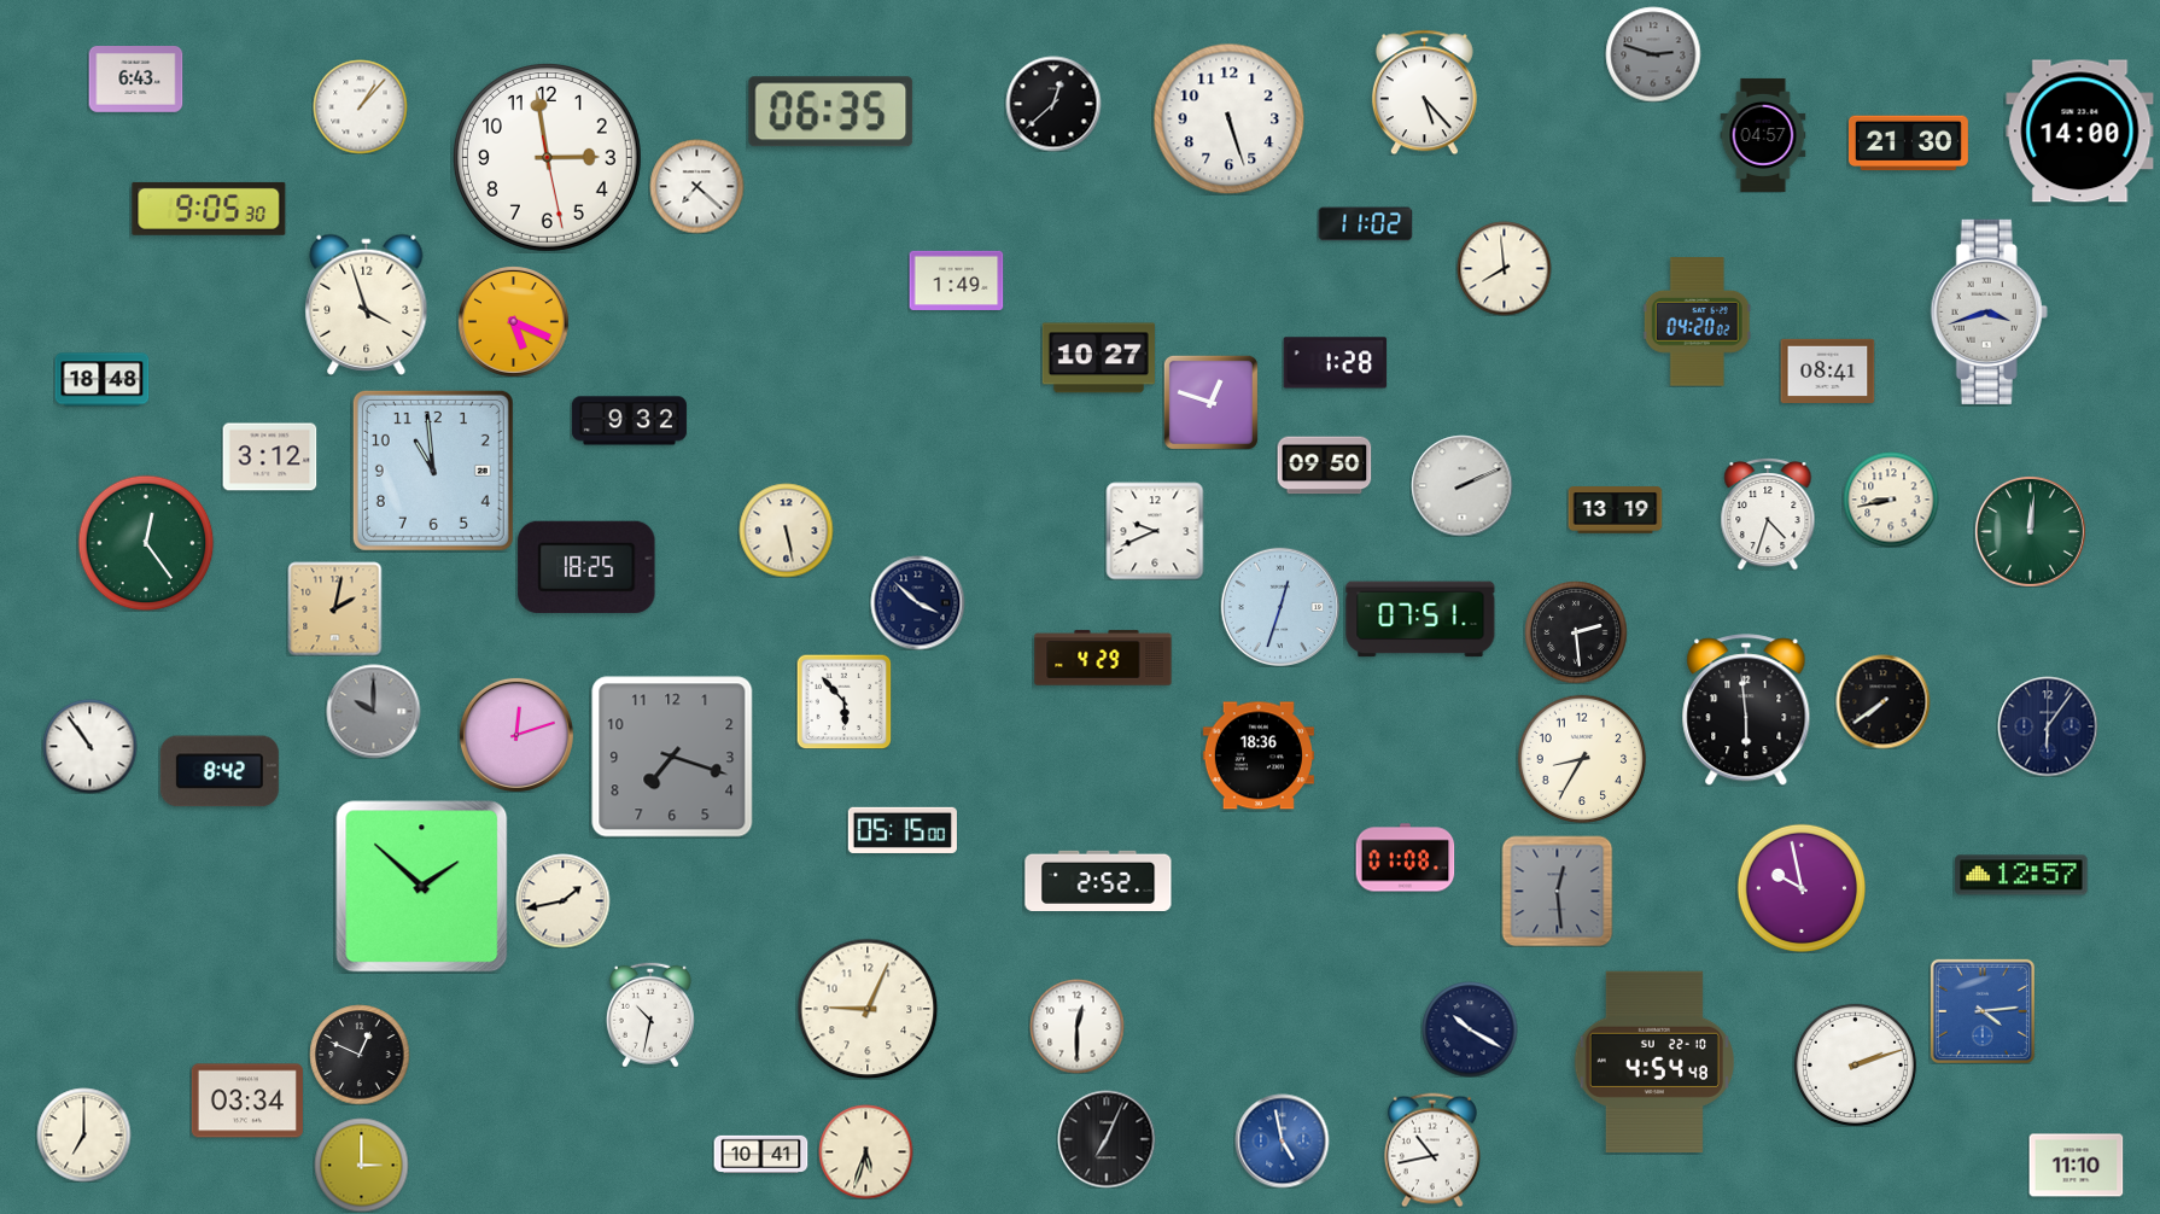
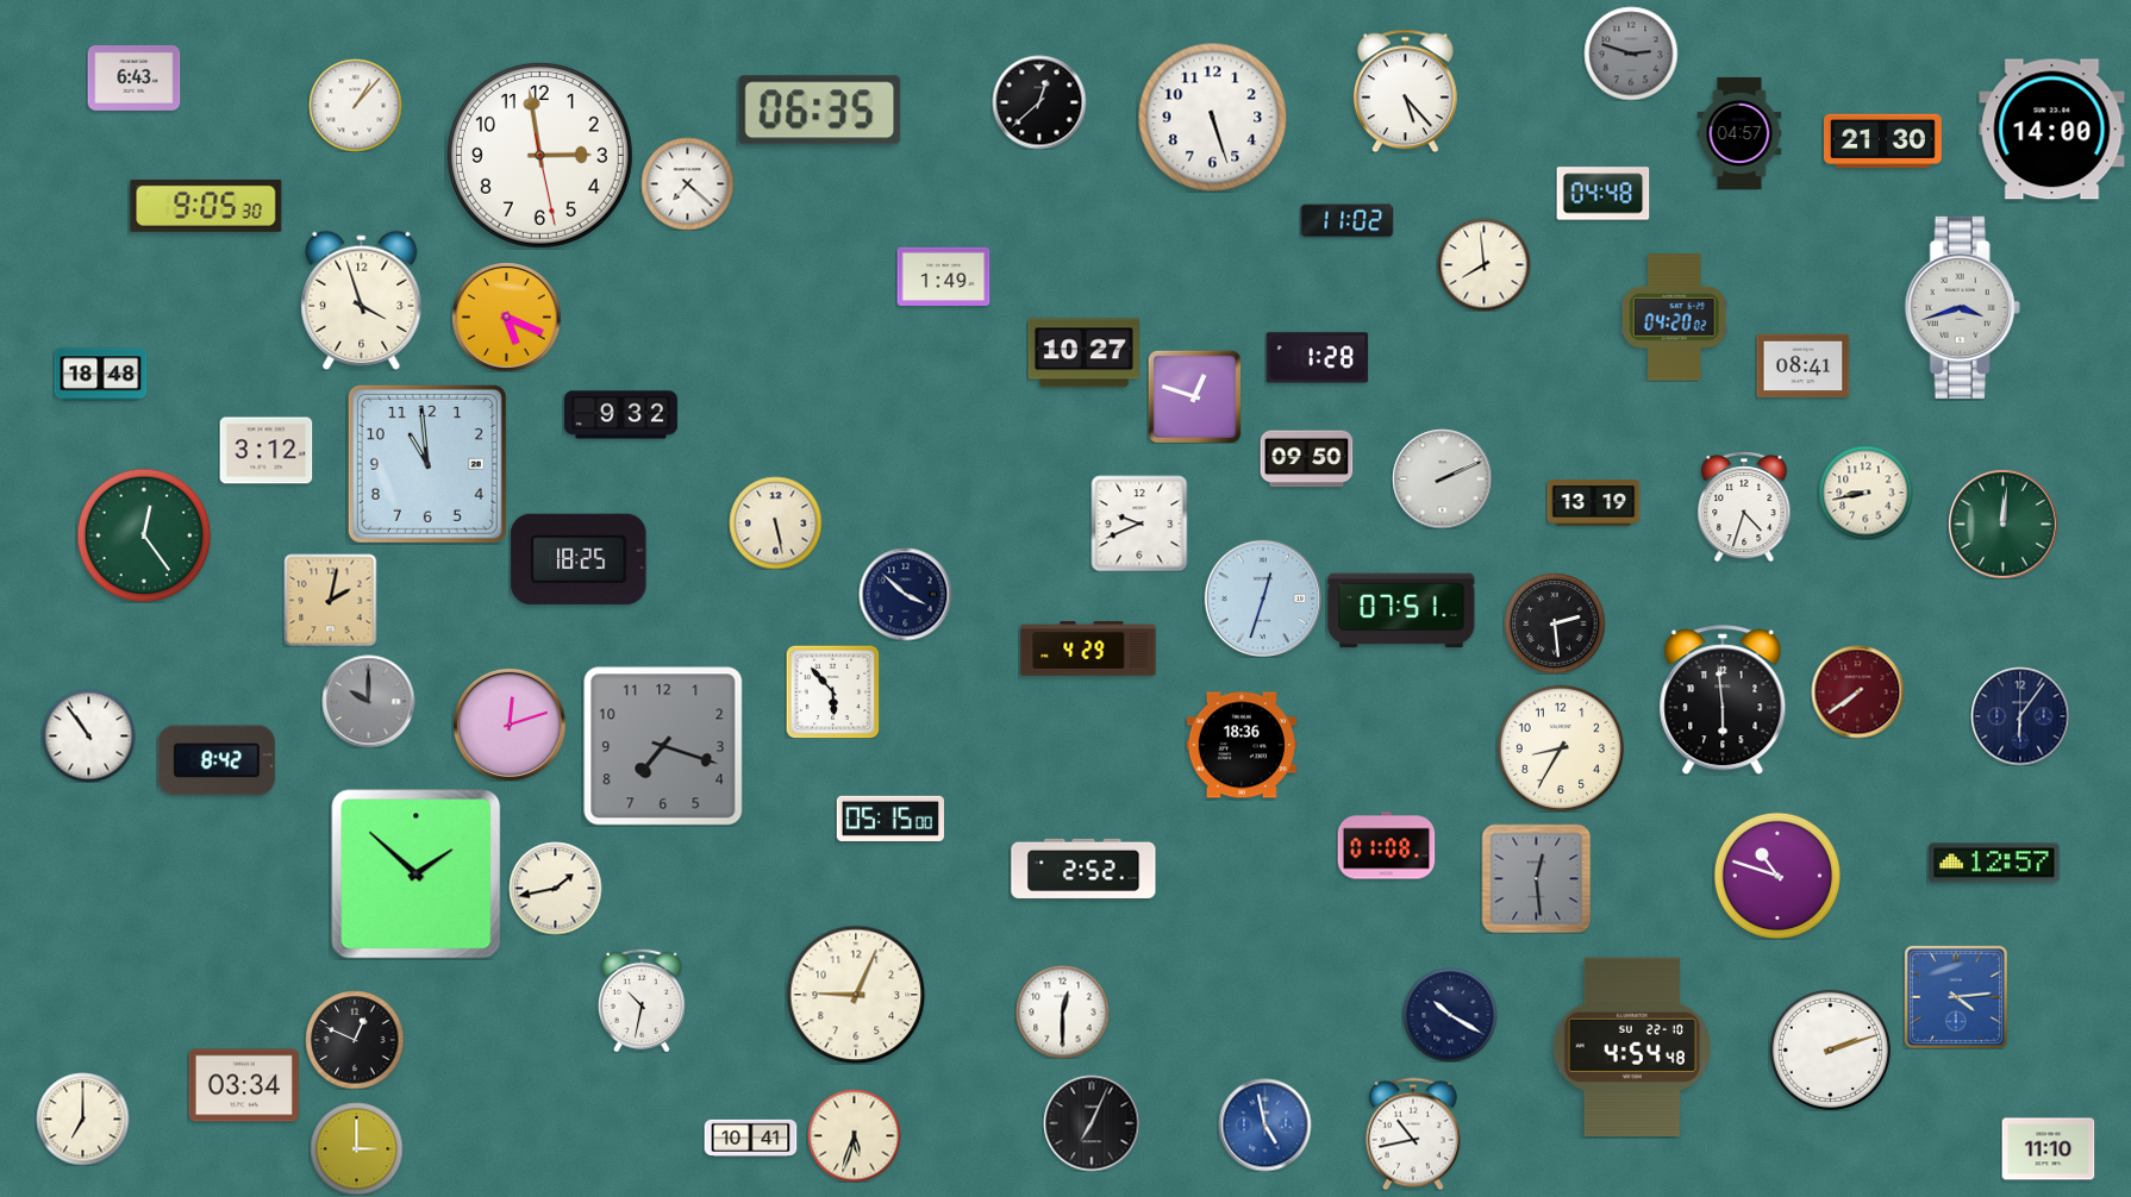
clock at (1602, 194): none -> 04:48
clock at (1882, 701) dial: black -> burgundy
clock at (1800, 887): 9:58 -> 10:48
